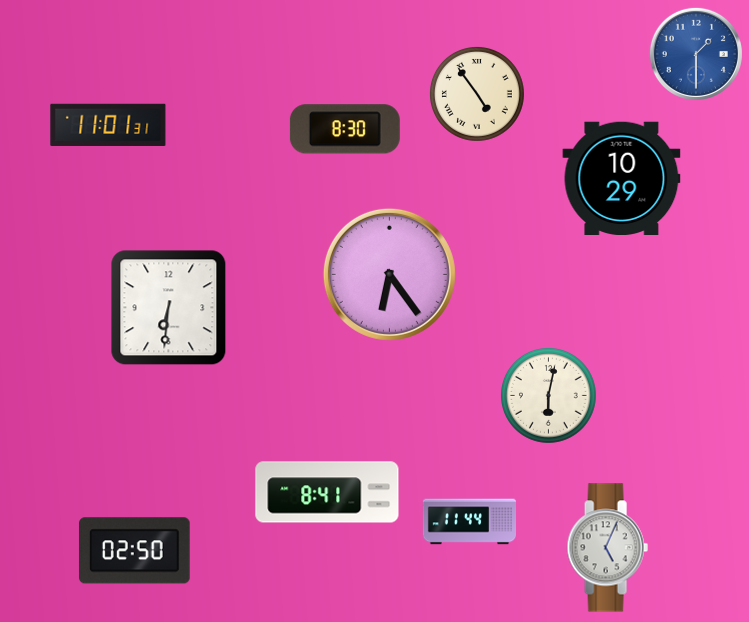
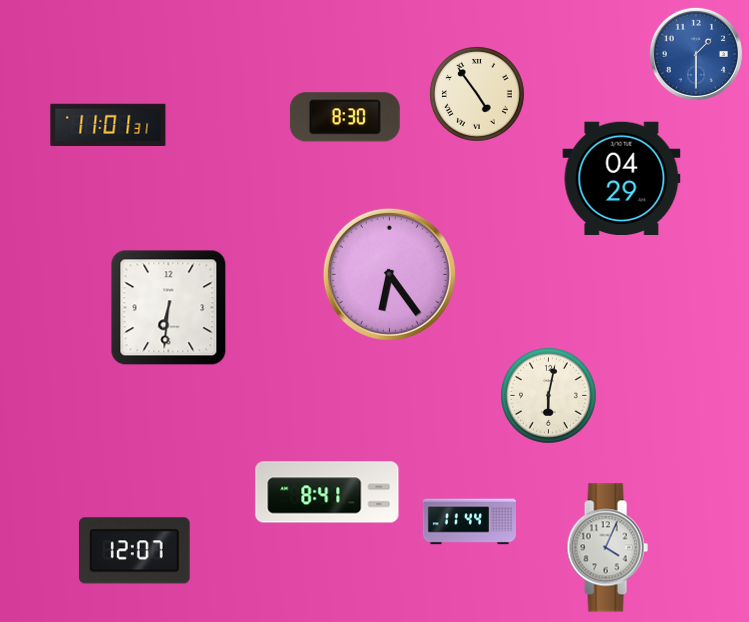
clock at (345, 129) position: (345, 129) -> (345, 117)
clock at (622, 178): 10:29 -> 04:29
clock at (607, 548): 5:04 -> 4:04
clock at (134, 551): 02:50 -> 12:07
